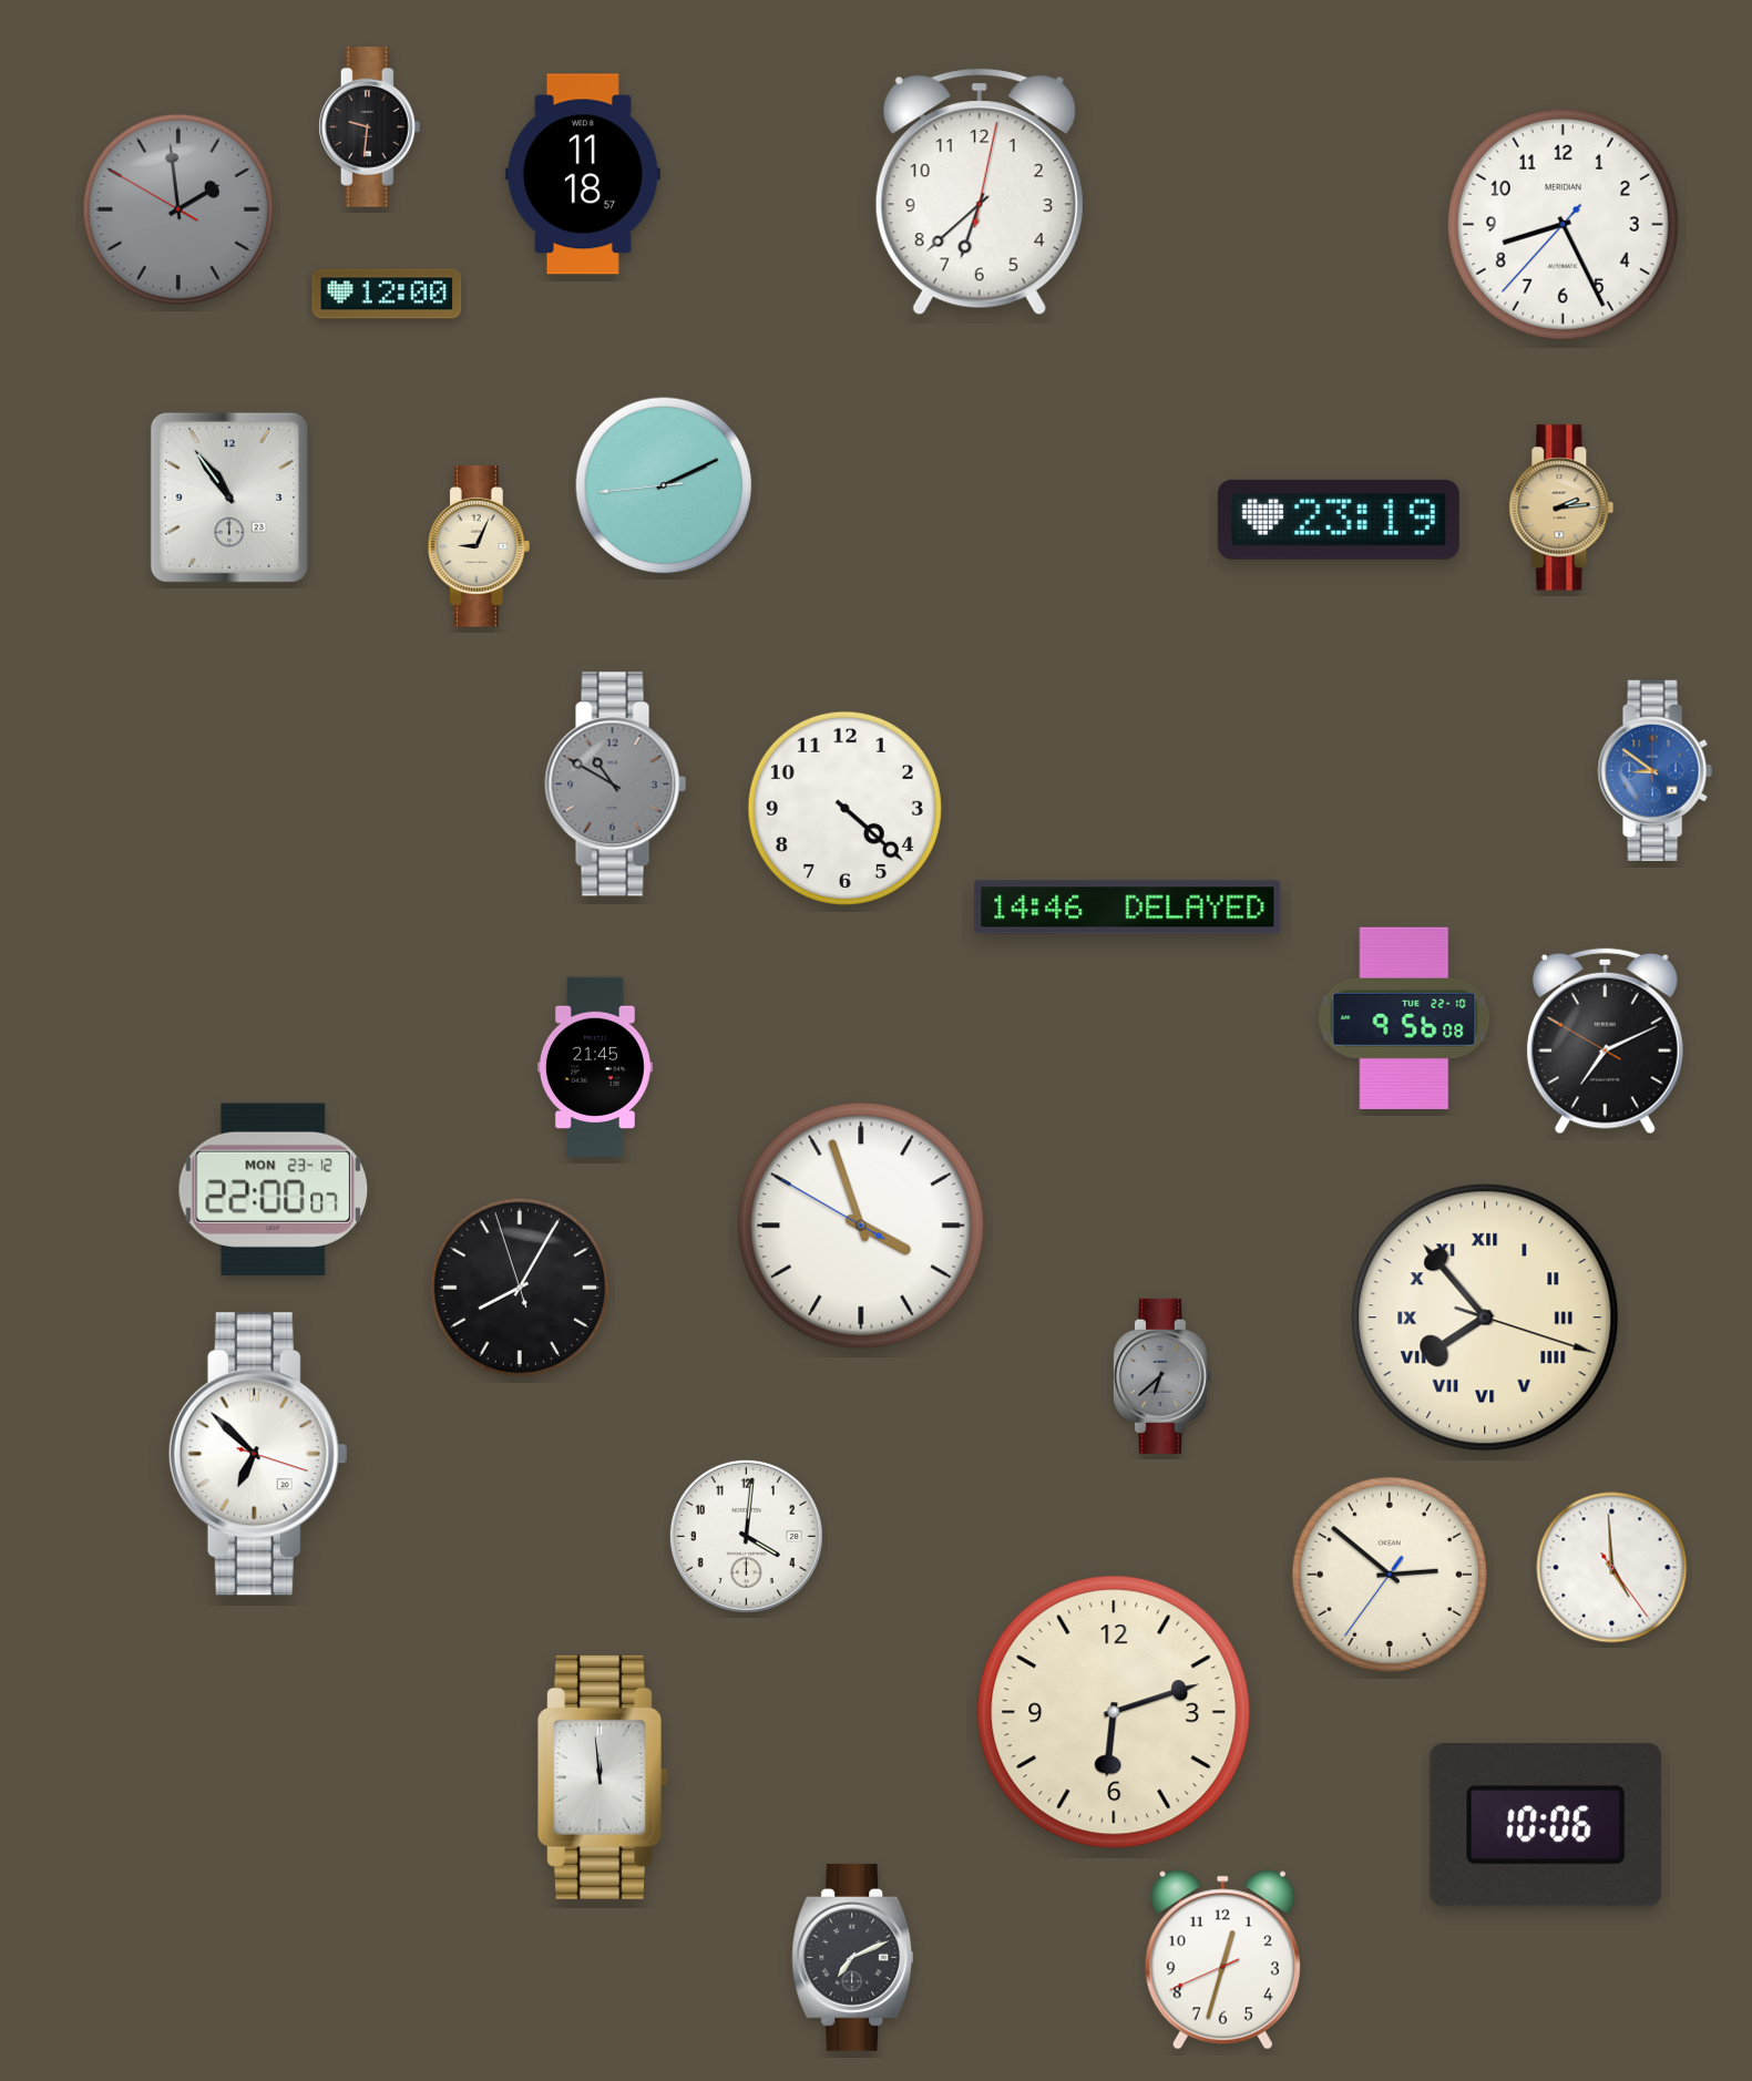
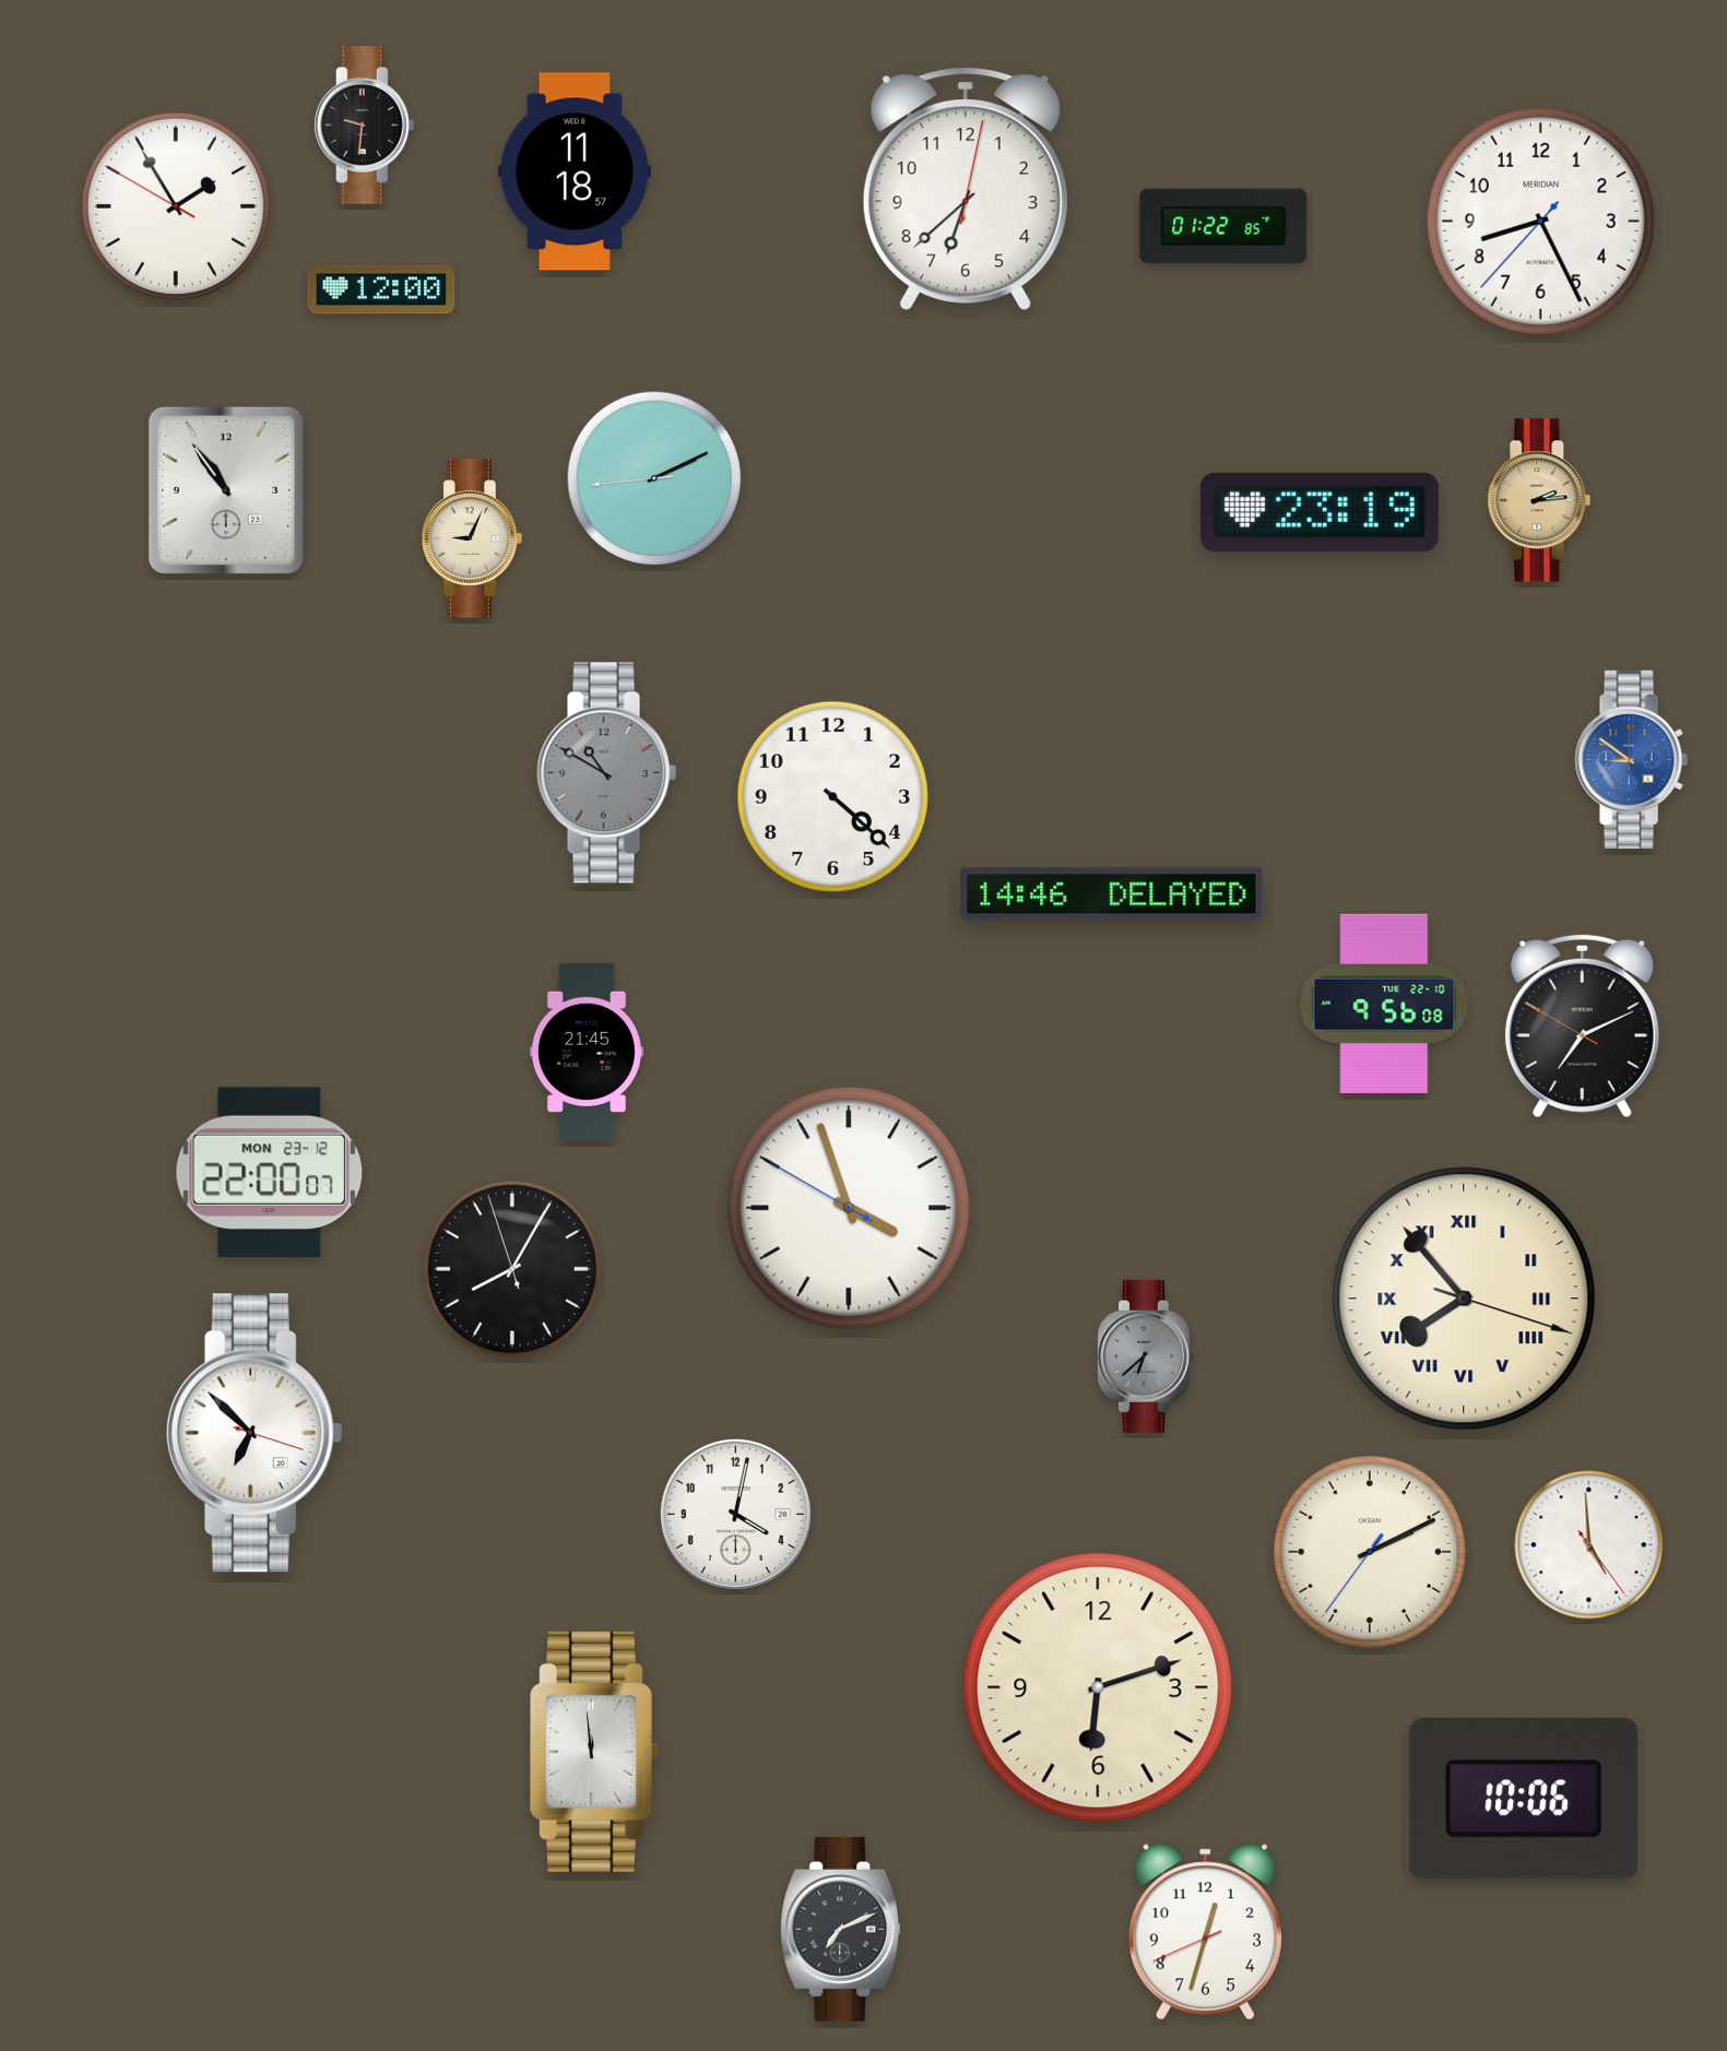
clock at (178, 209): 1:58 -> 1:54
clock at (178, 209) dial: grey -> white
clock at (1223, 225): none -> 01:22
clock at (746, 1536): 4:01 -> 4:02
clock at (1390, 1575): 2:51 -> 2:10
